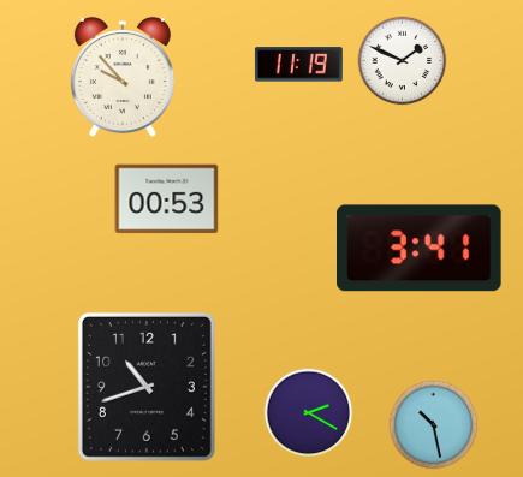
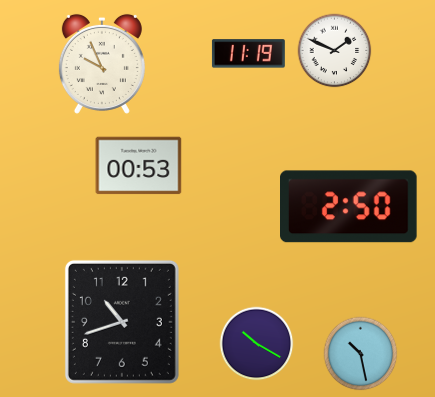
clock at (123, 77): 9:53 -> 9:56
clock at (420, 249): 3:41 -> 2:50
clock at (309, 413): 2:20 -> 10:20
